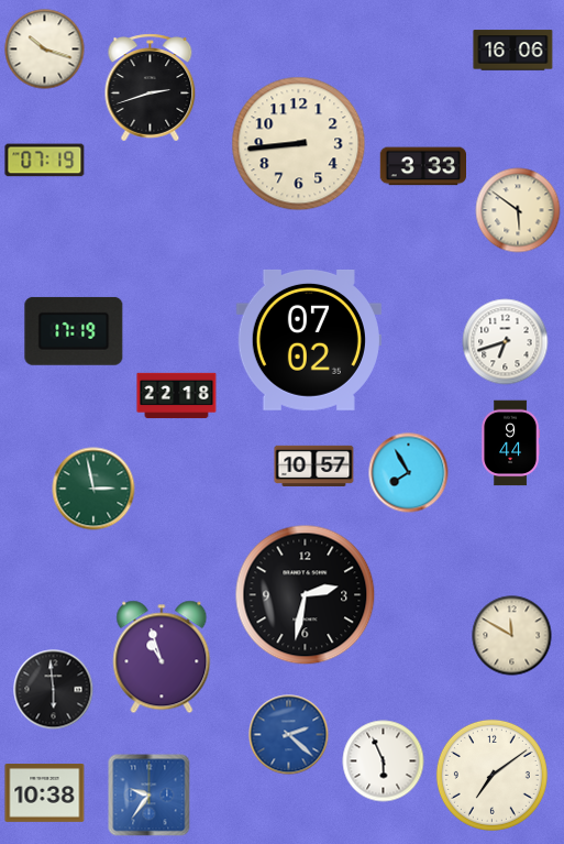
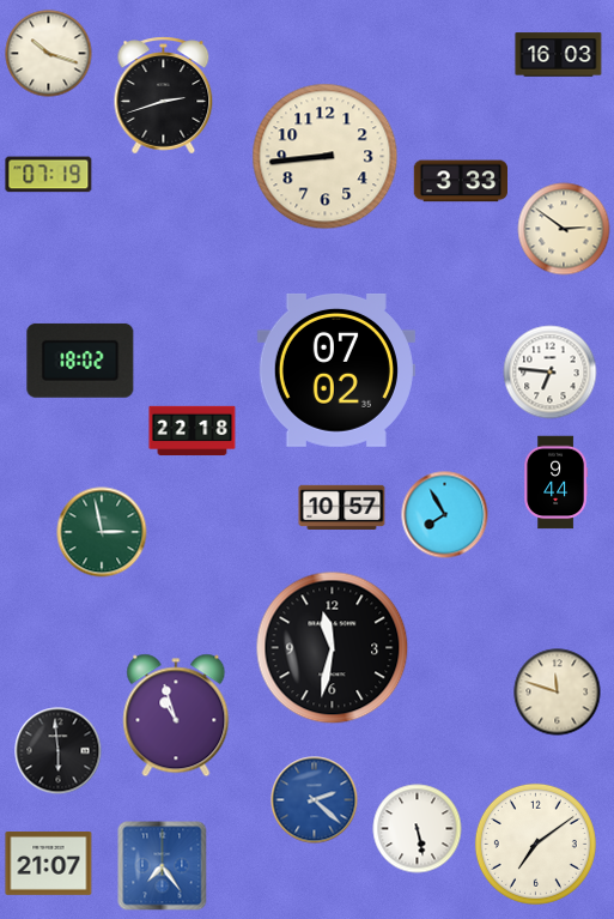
clock at (513, 51): 16:06 -> 16:03
clock at (518, 210): 5:51 -> 2:51
clock at (74, 331): 17:19 -> 18:02
clock at (506, 342): 6:42 -> 6:46
clock at (306, 595): 2:32 -> 11:32
clock at (512, 636): 11:50 -> 11:48
clock at (384, 761): 5:56 -> 5:28
clock at (45, 793): 10:38 -> 21:07
clock at (150, 796): 9:36 -> 7:24
